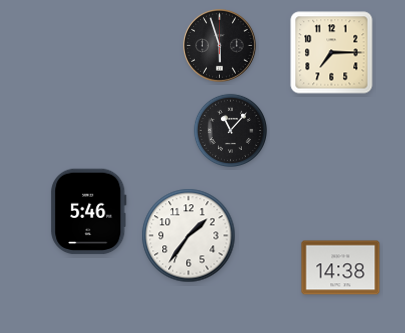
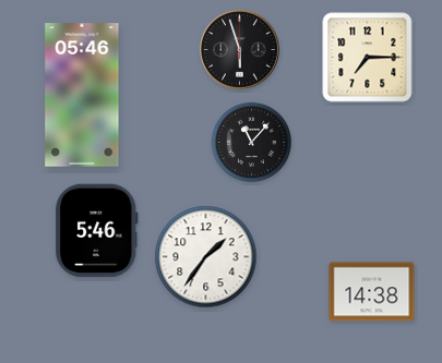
clock at (332, 53) position: (332, 53) -> (368, 58)
clock at (82, 95): none -> 05:46
